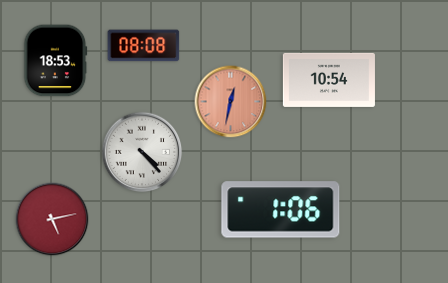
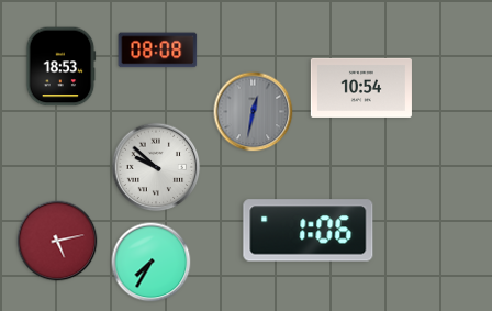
clock at (231, 102) dial: salmon -> grey
clock at (142, 152): 4:23 -> 9:52
clock at (152, 263): none -> 7:35
